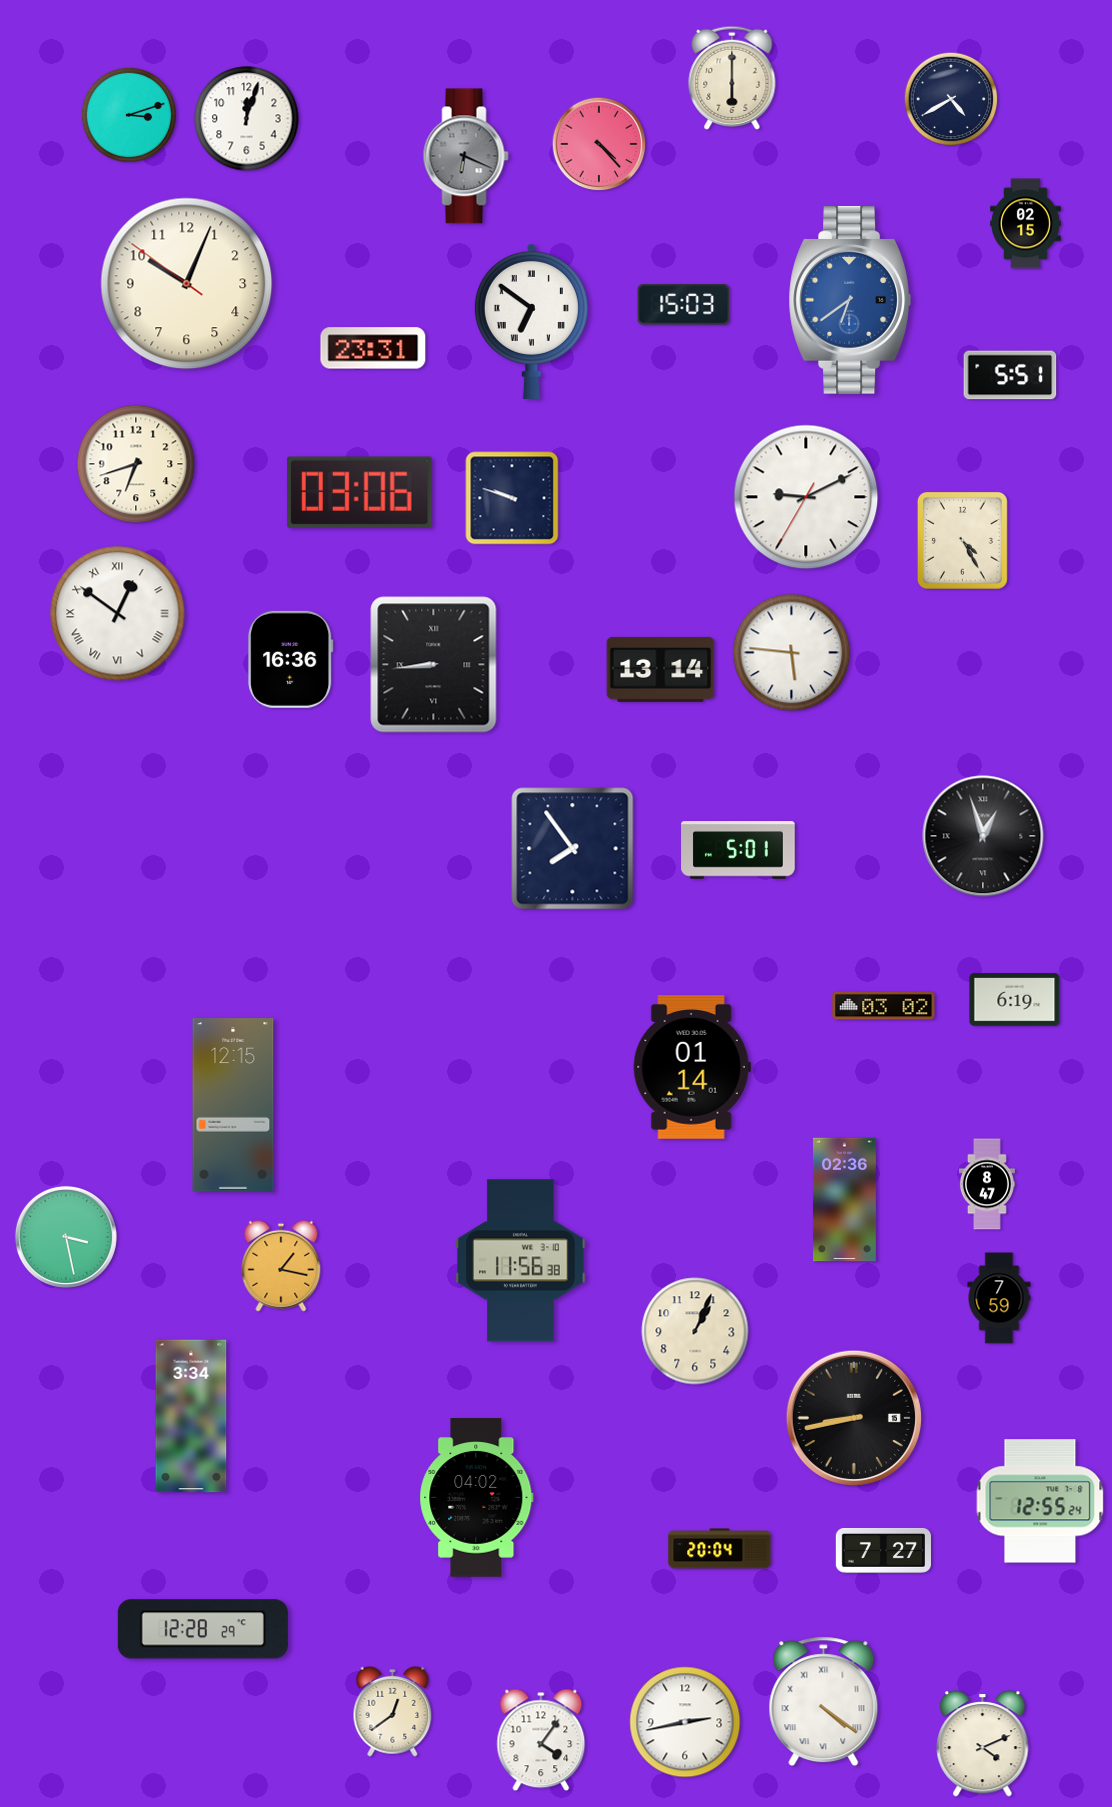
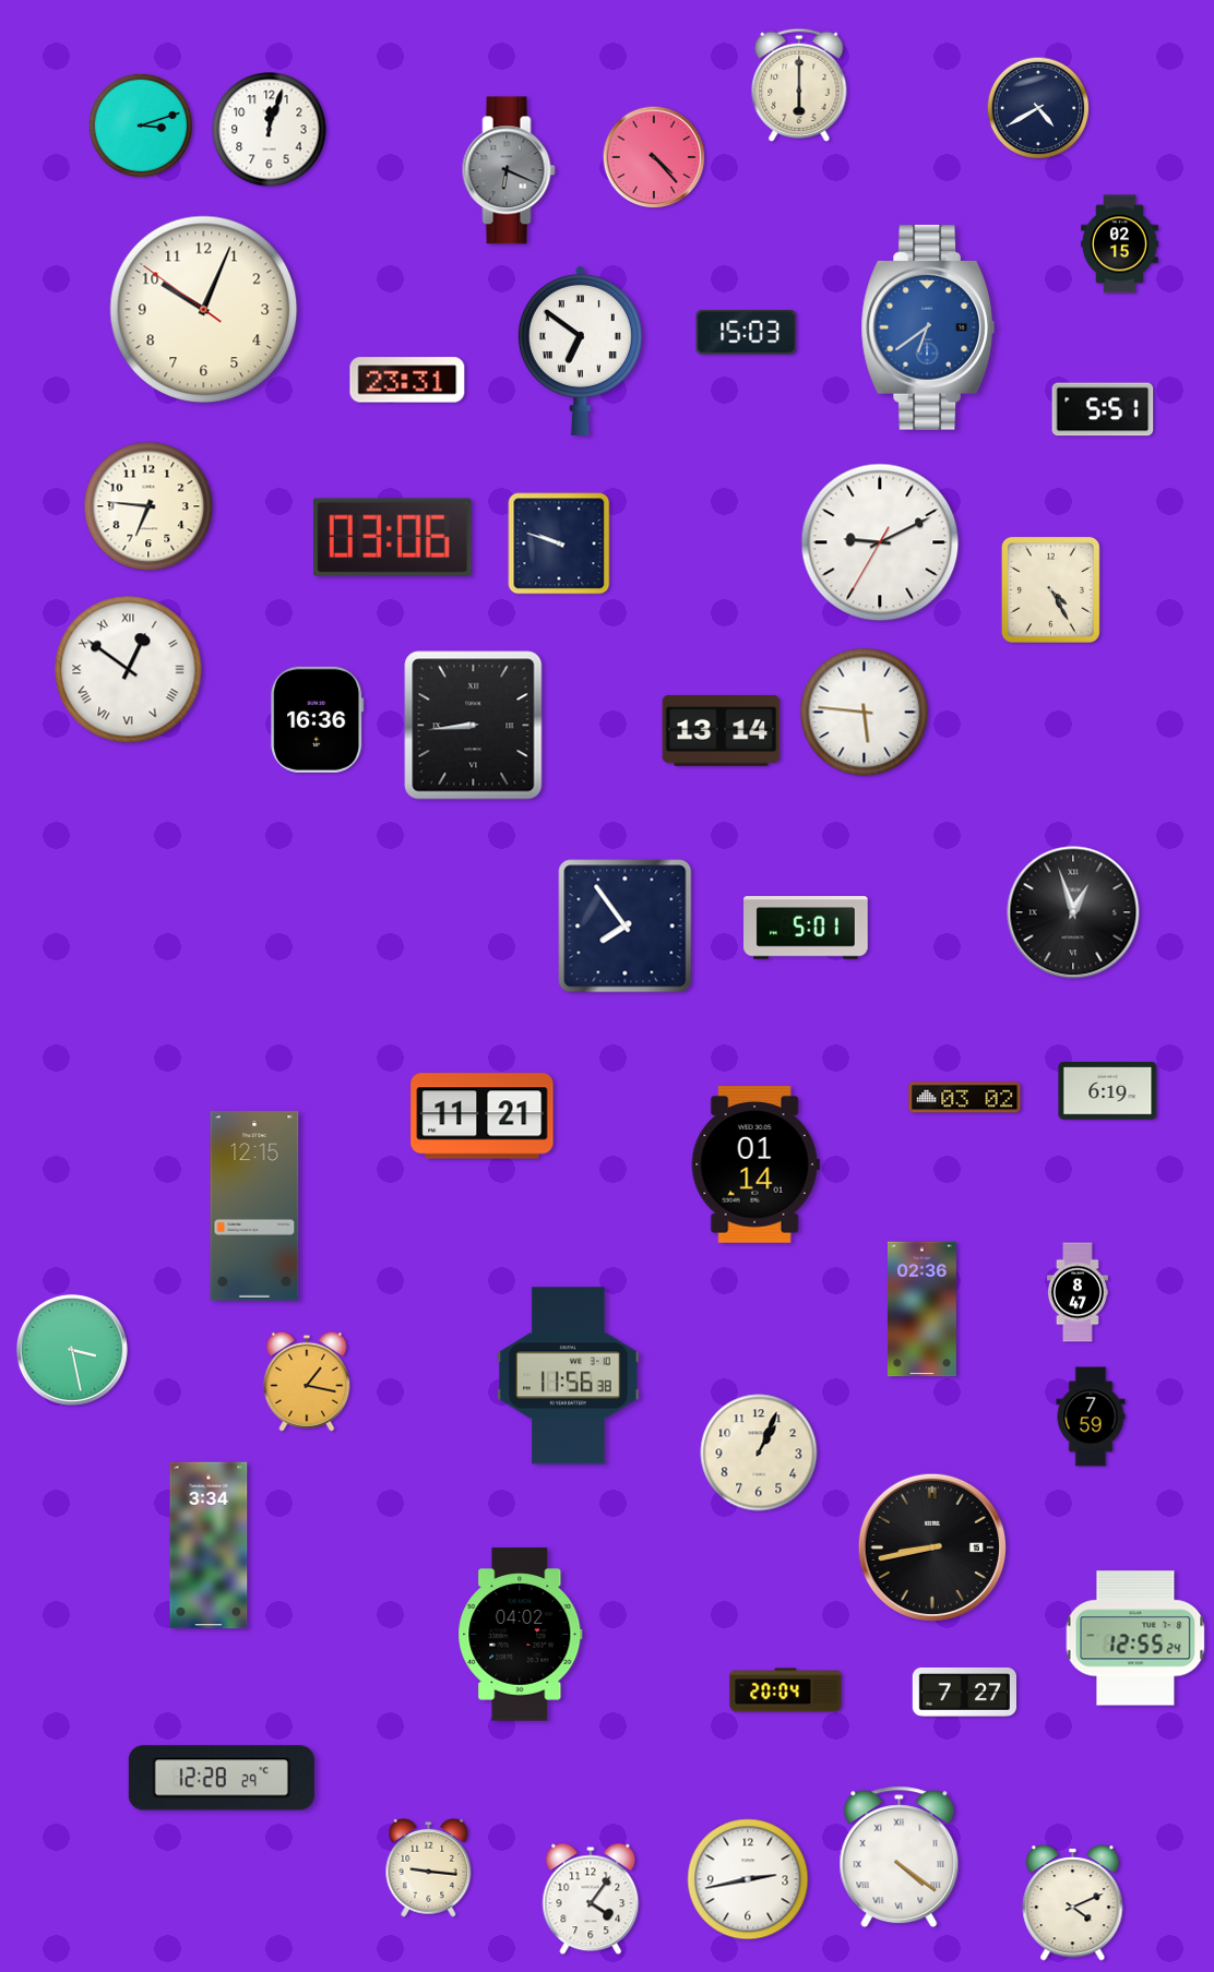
clock at (136, 464): 6:42 -> 6:46
clock at (483, 1116): none -> 11:21
clock at (393, 1711): 12:39 -> 9:16
